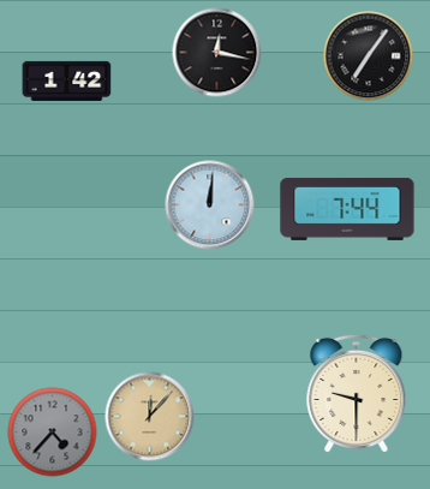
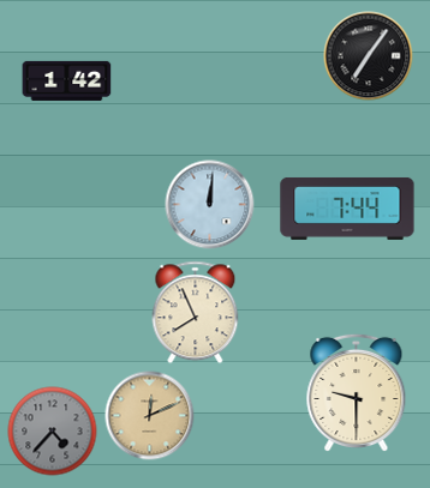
clock at (217, 53): 12:17 -> none
clock at (196, 313): none -> 7:56
clock at (150, 417): 12:07 -> 12:11
